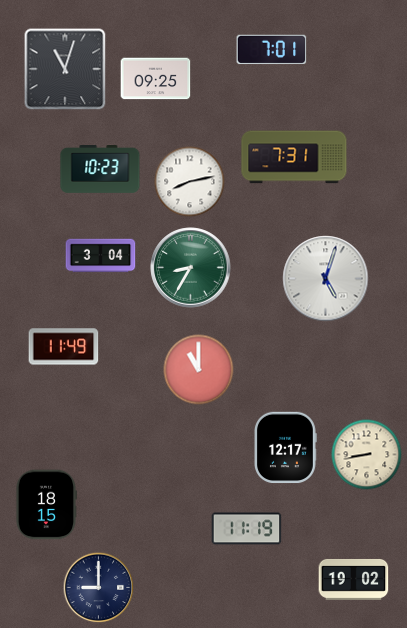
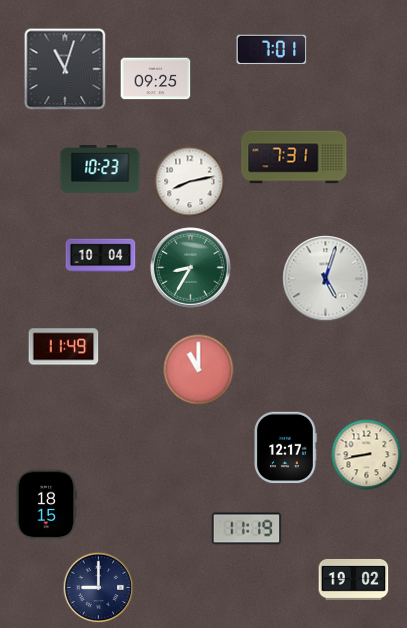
clock at (101, 256): 3:04 -> 10:04
